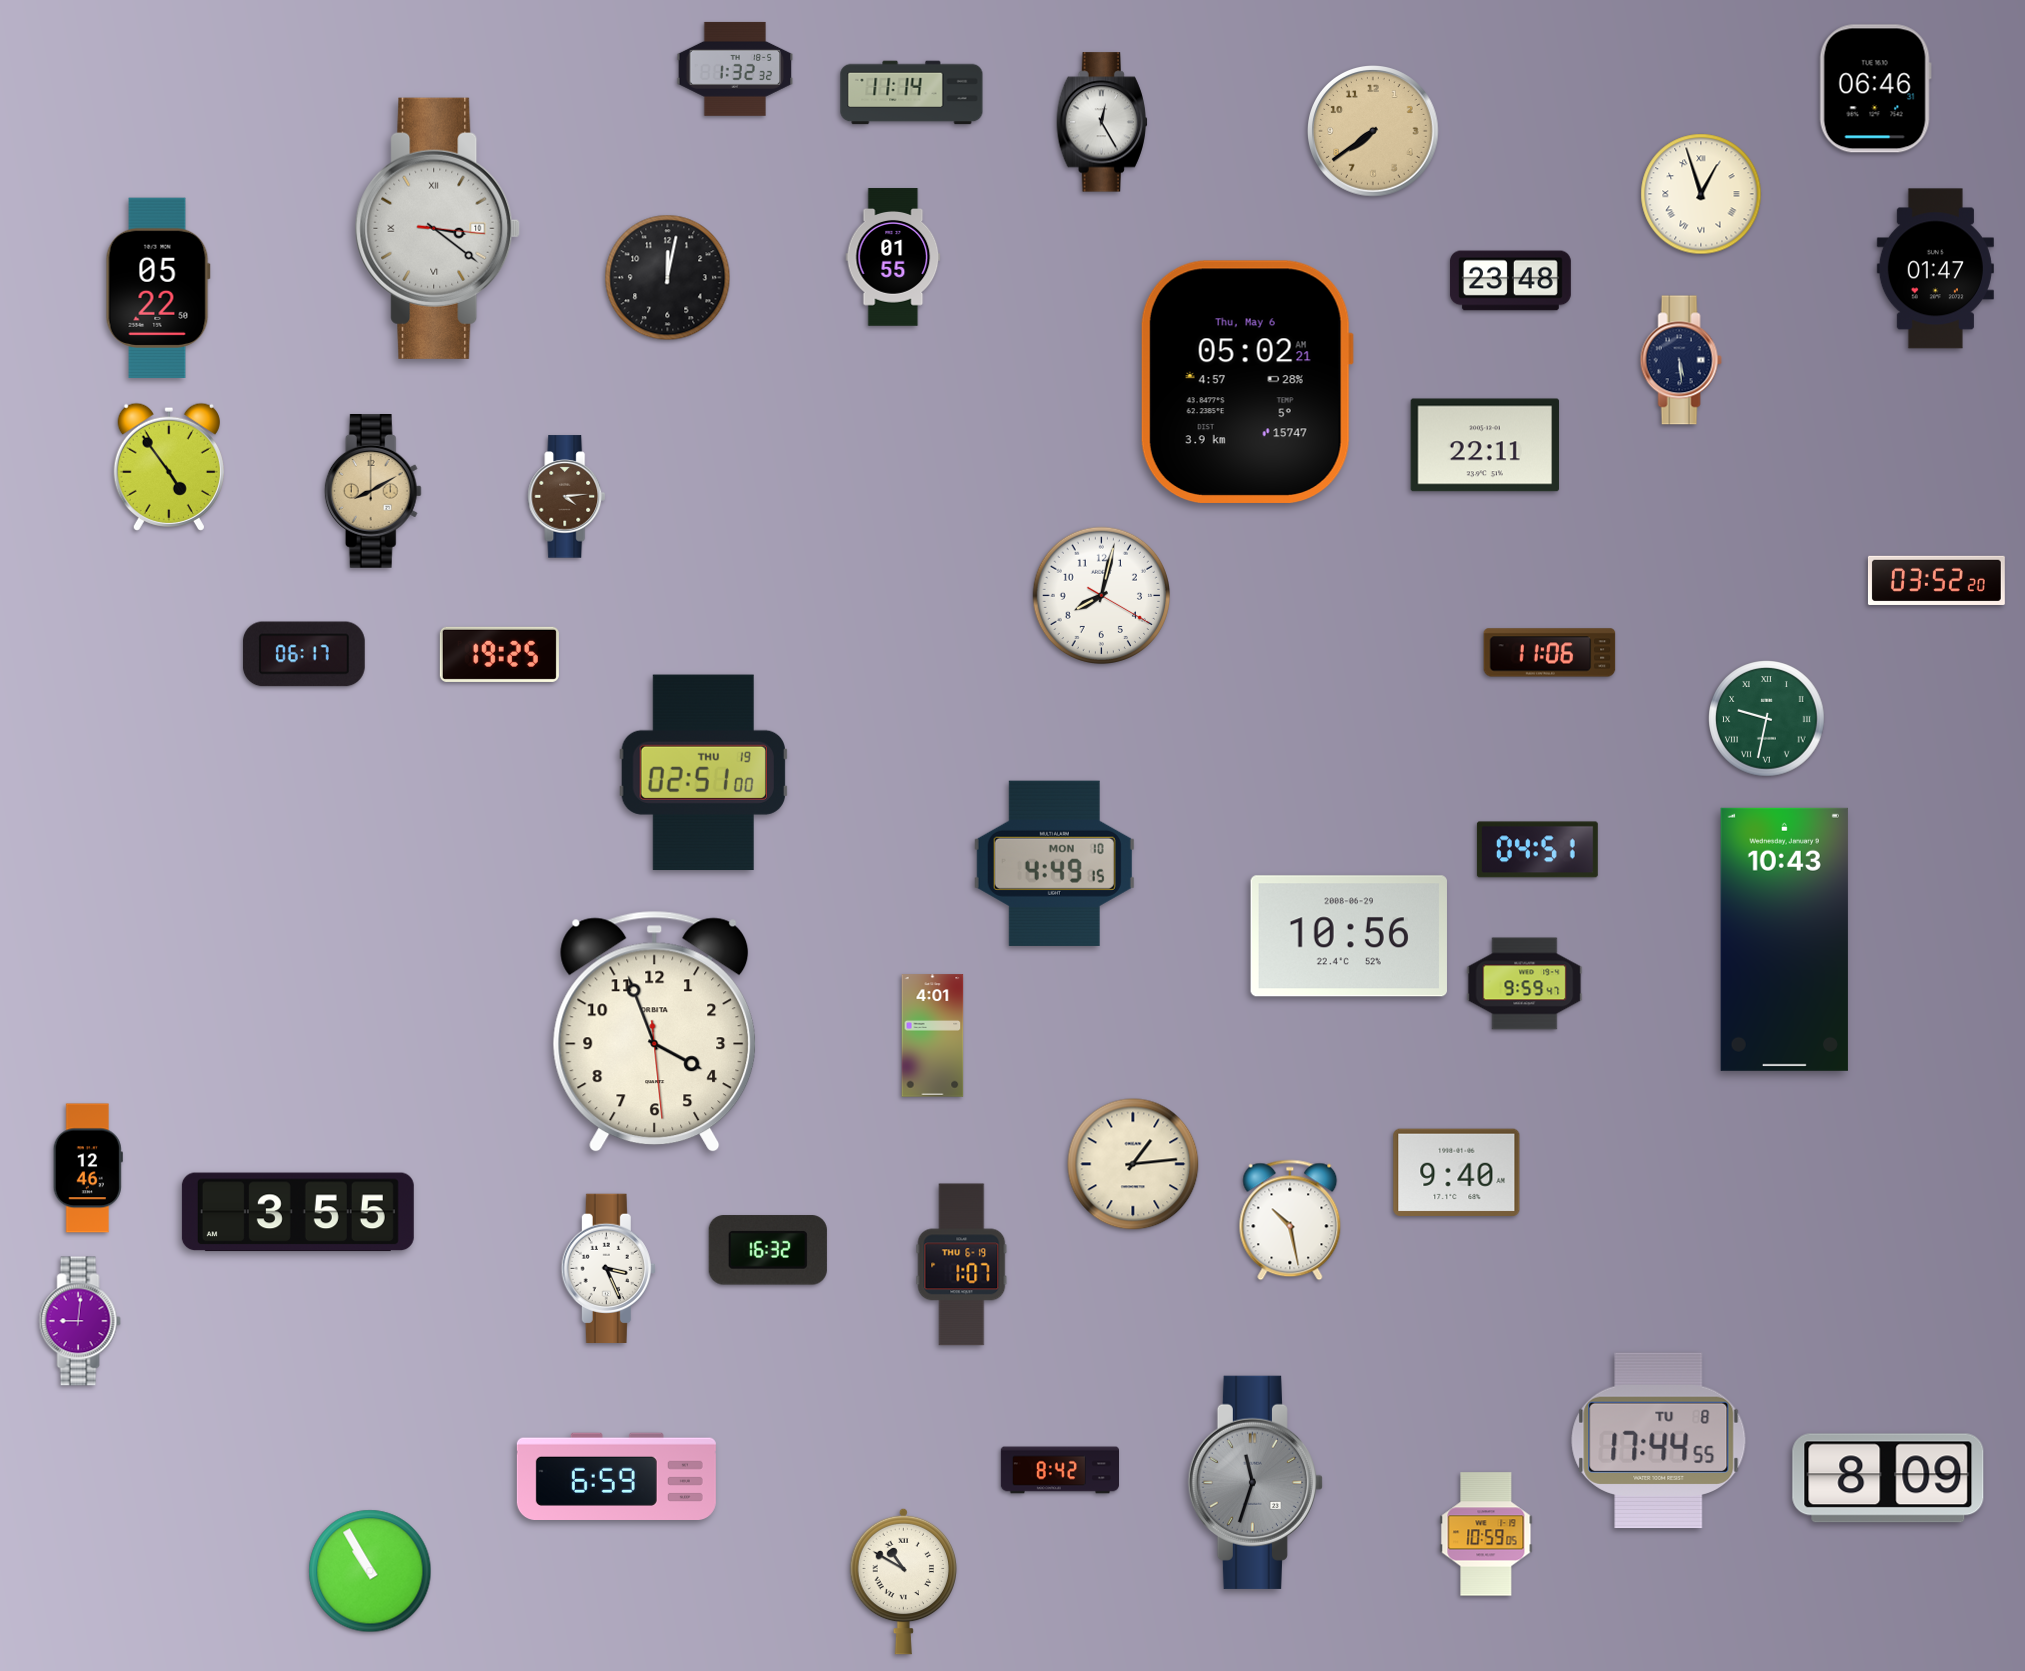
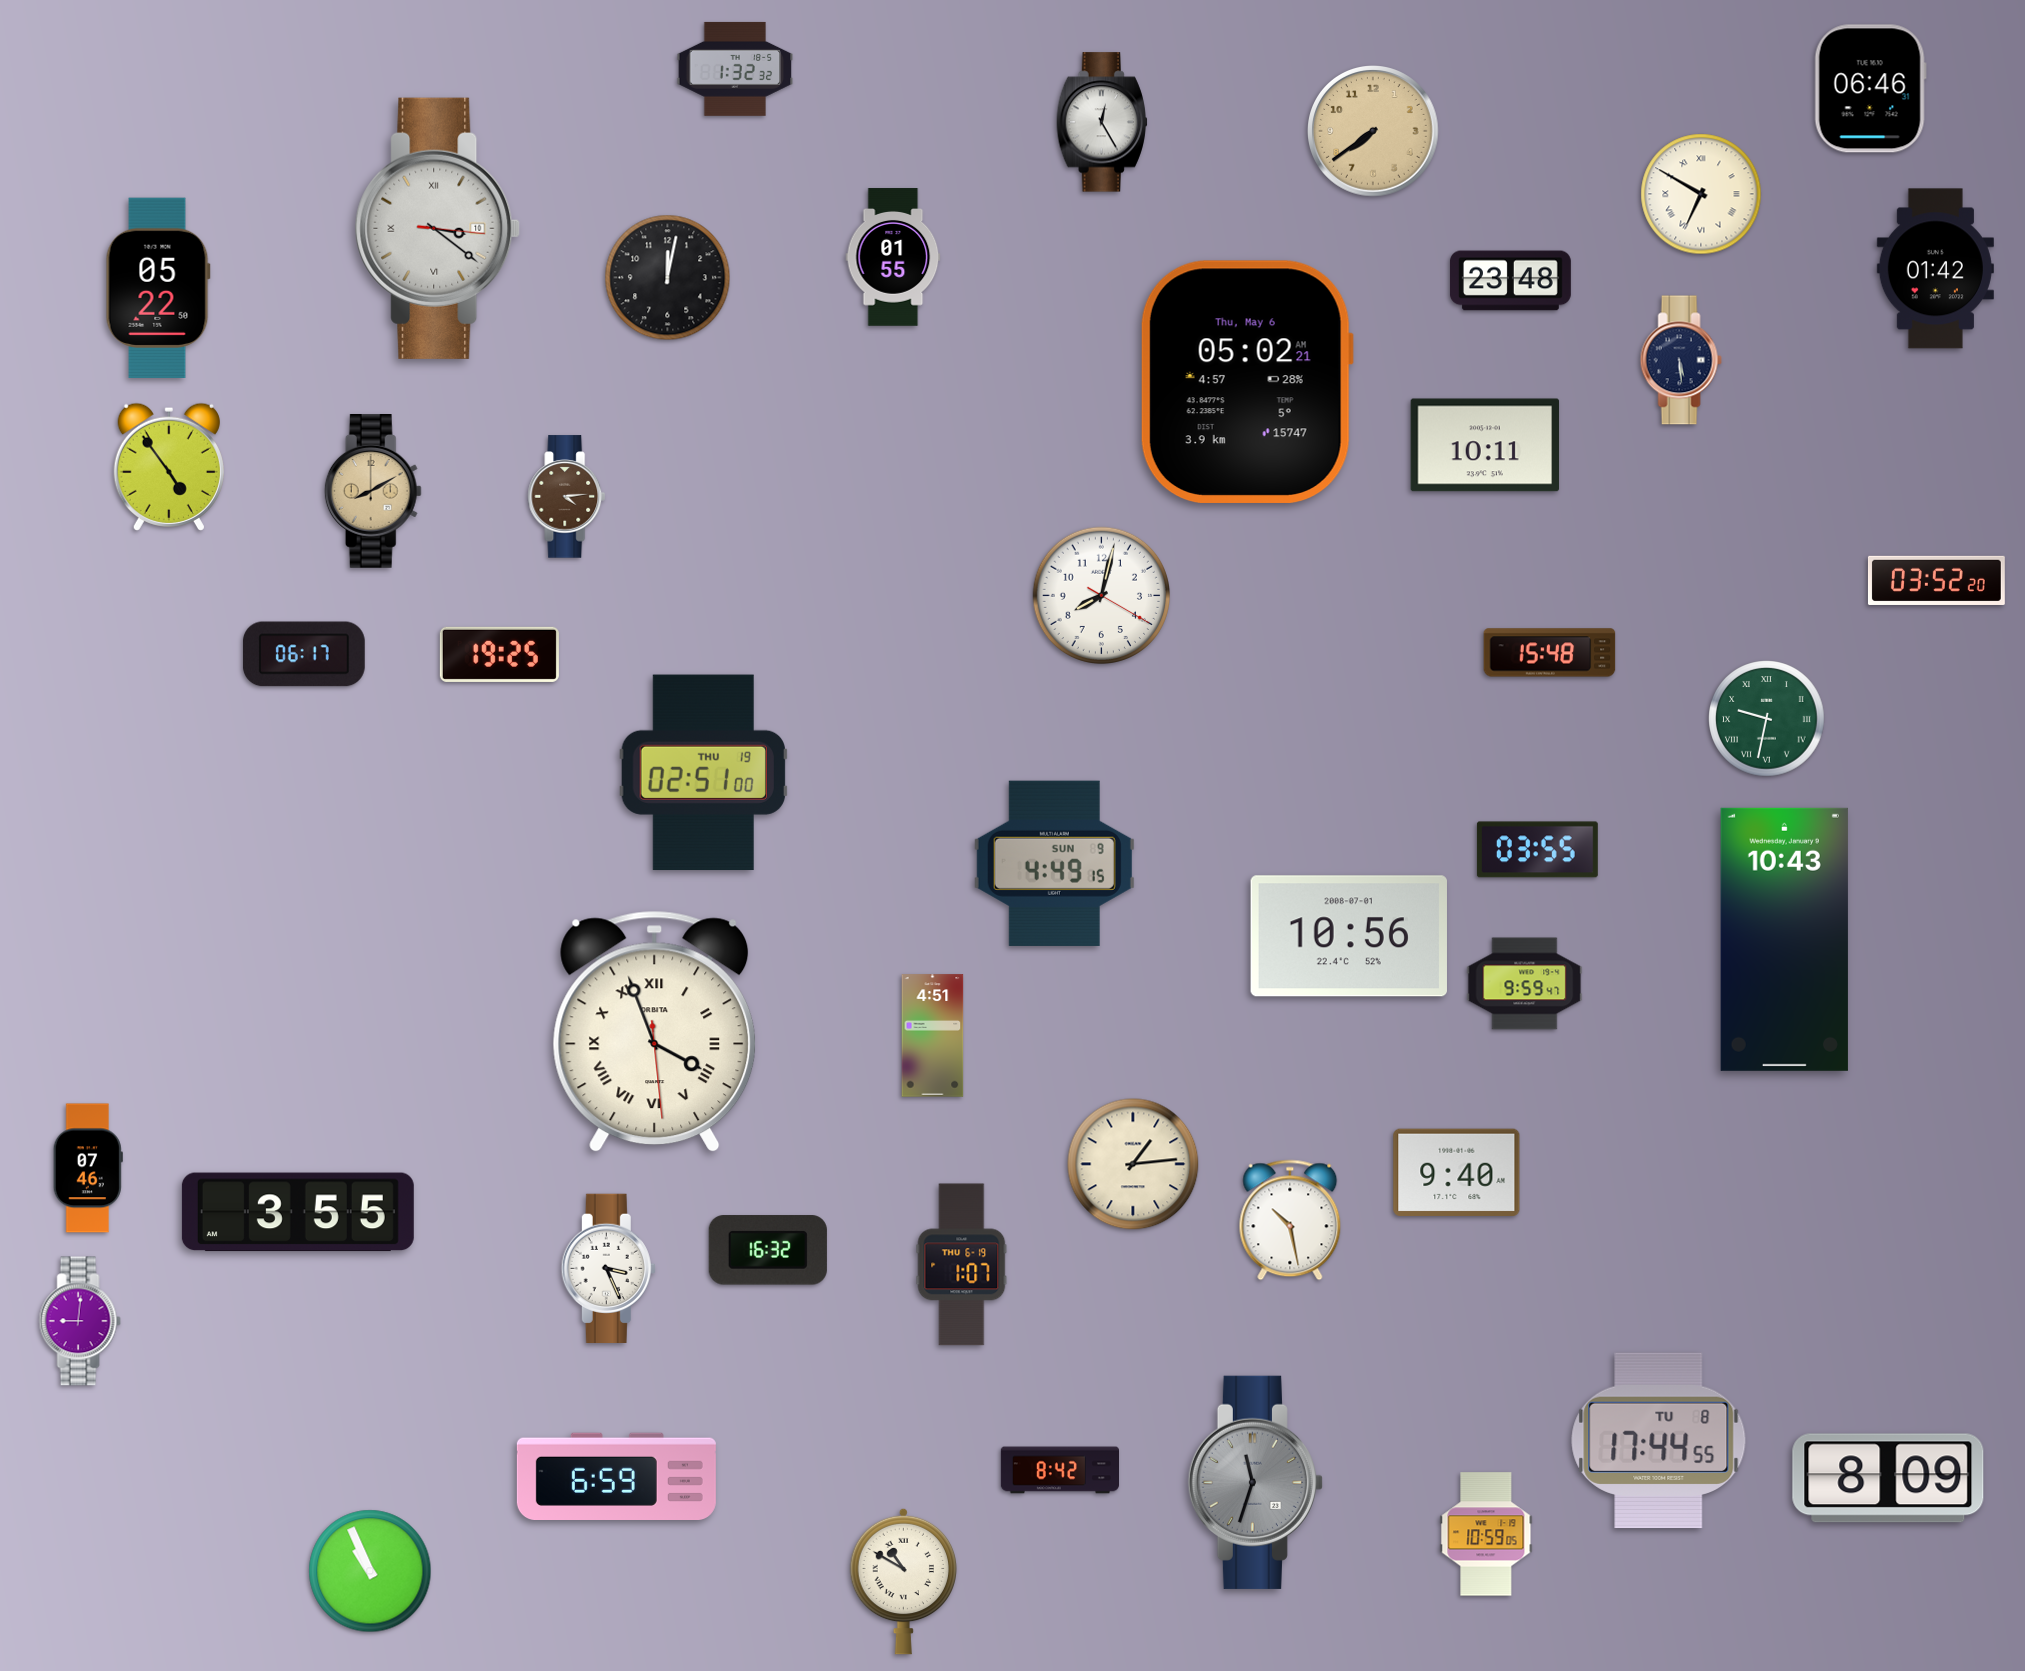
clock at (1875, 89) position: (1875, 89) -> (1870, 89)
clock at (912, 93): 11:14 -> none
clock at (1701, 194): 12:57 -> 6:50
clock at (1935, 269): 01:47 -> 01:42
clock at (1485, 445): 22:11 -> 10:11
clock at (1550, 653): 11:06 -> 15:48
clock at (1537, 850): 04:51 -> 03:55
clock at (1054, 863) date: MON 10 -> SUN 9
clock at (1349, 936) date: 2008-06-29 -> 2008-07-01
clock at (655, 1032) numerals: Arabic -> Roman
clock at (933, 1036): 4:01 -> 4:51
clock at (88, 1168): 12:46 -> 07:46
clock at (370, 1571): 10:55 -> 10:56
